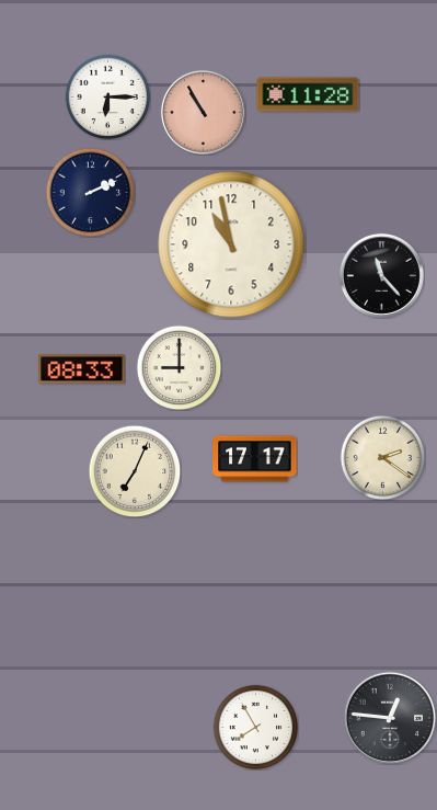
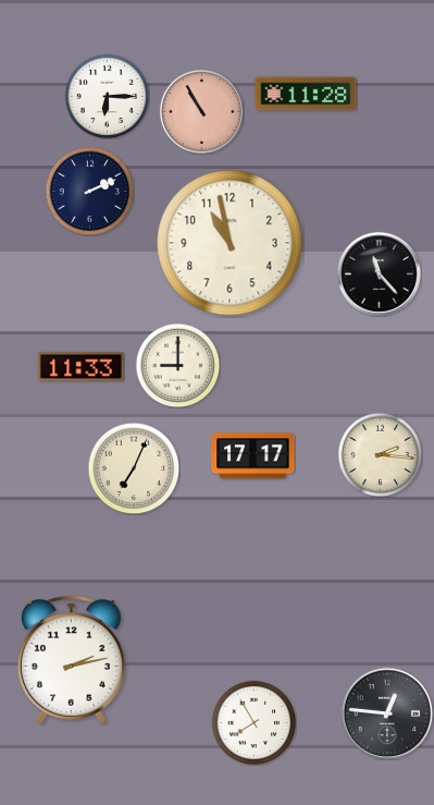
clock at (82, 369): 08:33 -> 11:33
clock at (382, 457): 2:21 -> 2:16
clock at (71, 659): none -> 2:13
